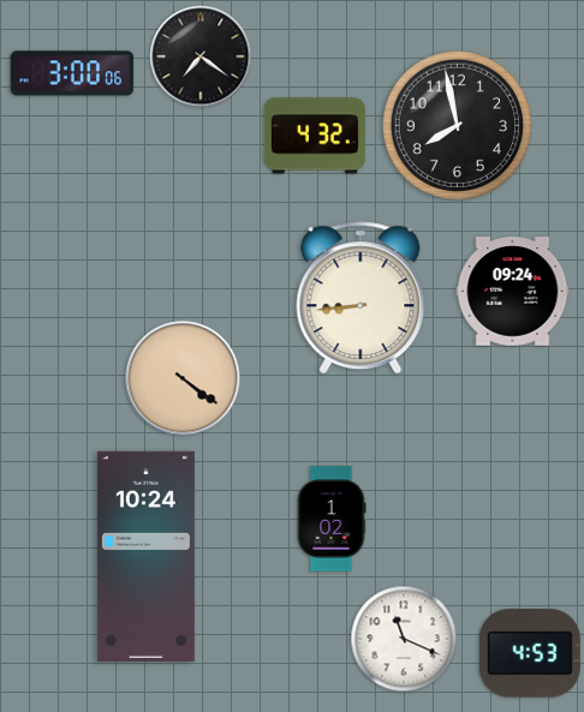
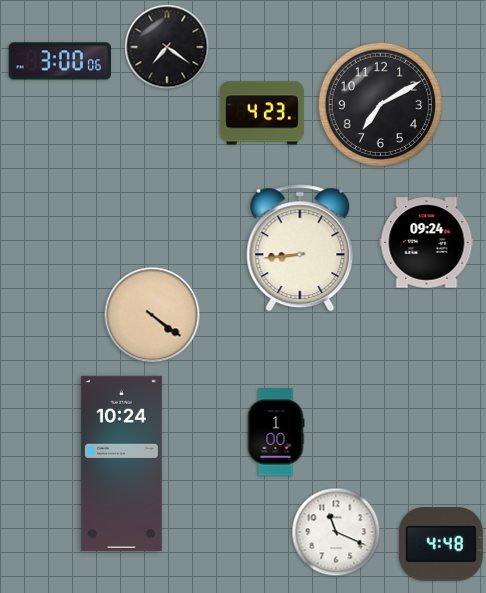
clock at (457, 125): 7:58 -> 7:10
clock at (315, 136): 4:32 -> 4:23
clock at (332, 519): 1:02 -> 1:00
clock at (530, 653): 4:53 -> 4:48
